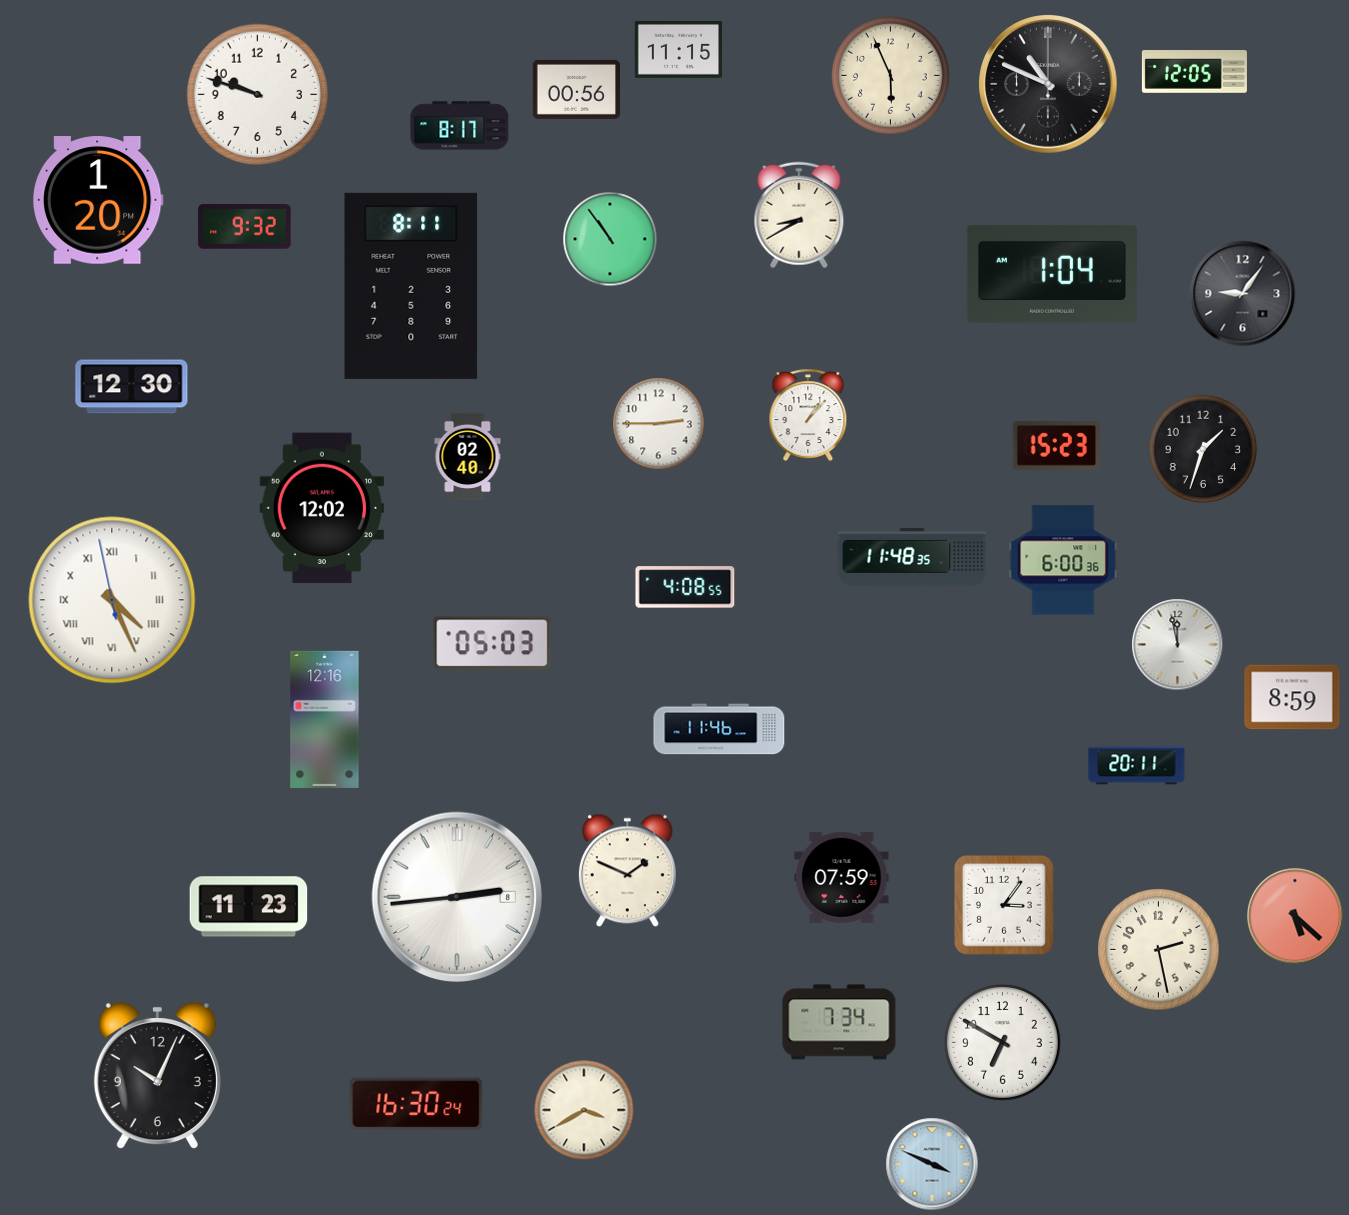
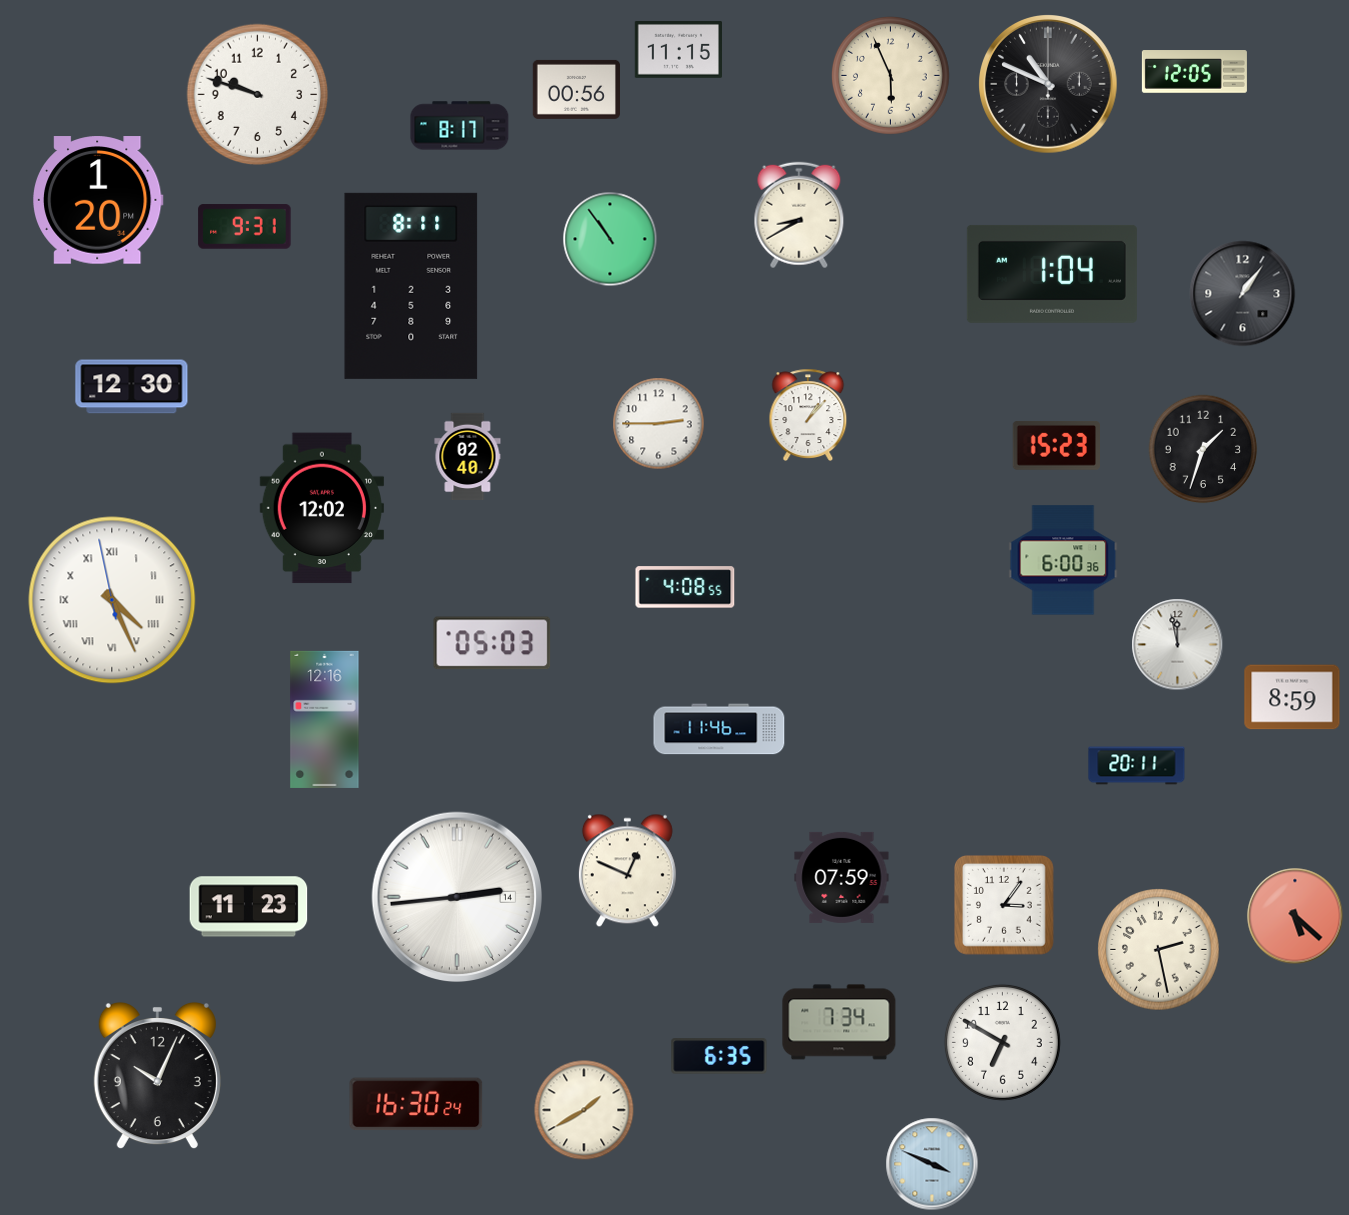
clock at (245, 227): 9:32 -> 9:31
clock at (1243, 294): 9:06 -> 1:06
clock at (912, 558): 11:48 -> none
clock at (627, 871): 1:49 -> 12:49
clock at (456, 896) date: 8 -> 14
clock at (719, 1056): none -> 6:35
clock at (584, 1110): 3:40 -> 1:40
